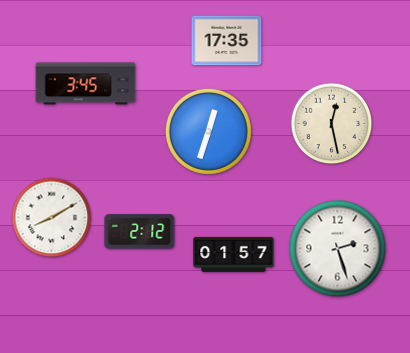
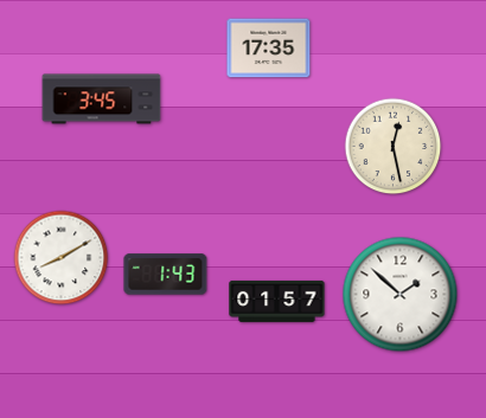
clock at (208, 131): 12:33 -> none
clock at (140, 232): 2:12 -> 1:43
clock at (338, 249): 2:27 -> 1:52
